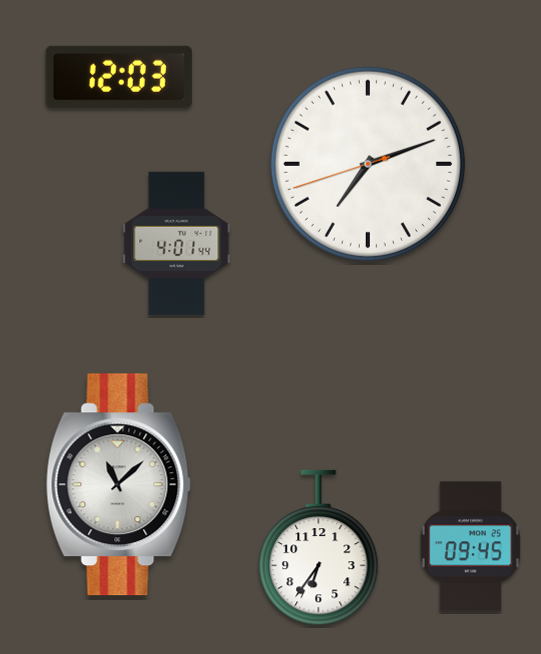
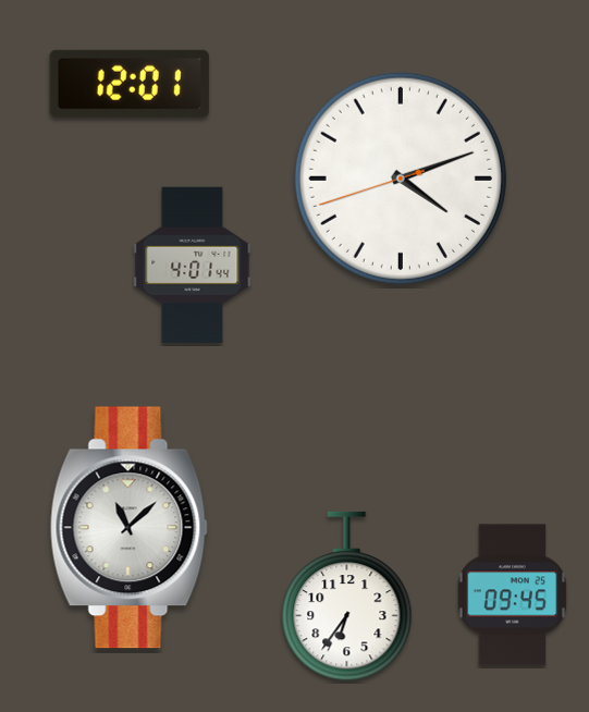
clock at (119, 77): 12:03 -> 12:01
clock at (368, 164): 7:11 -> 4:11
